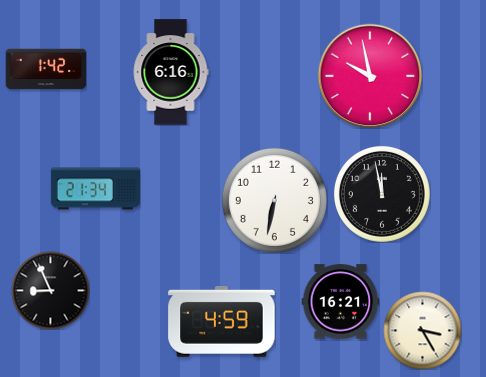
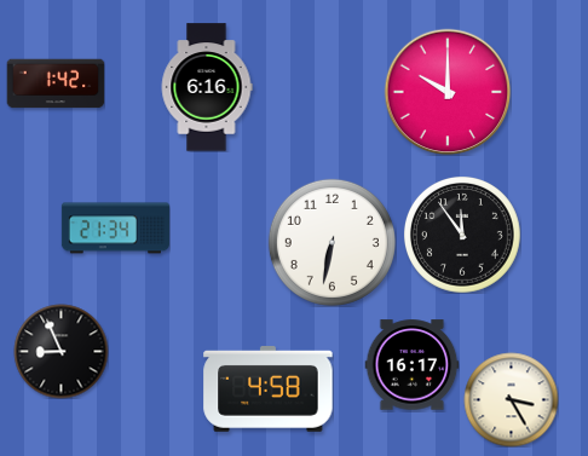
clock at (370, 76): 9:58 -> 10:00
clock at (382, 194): 11:58 -> 11:54
clock at (340, 302): 16:21 -> 16:17
clock at (222, 322): 4:59 -> 4:58
